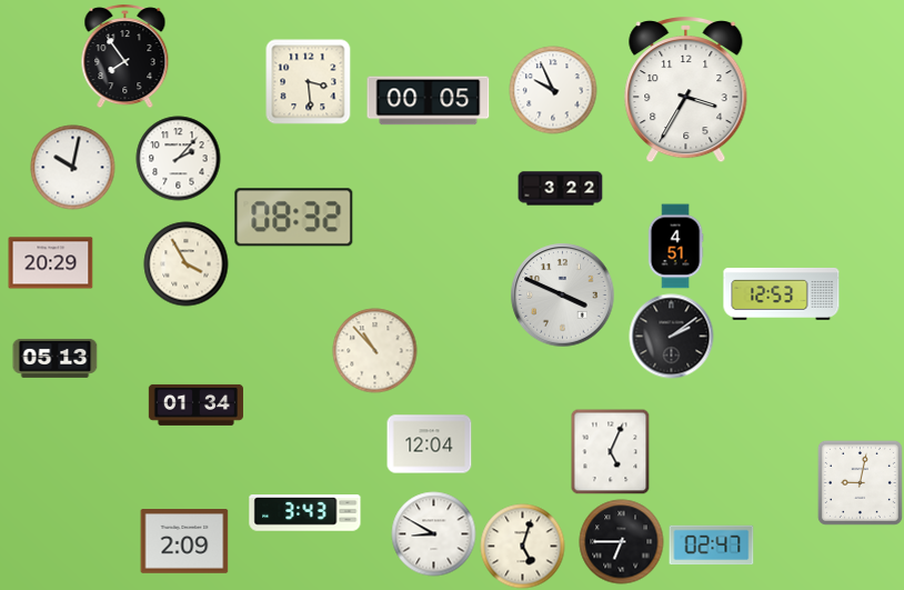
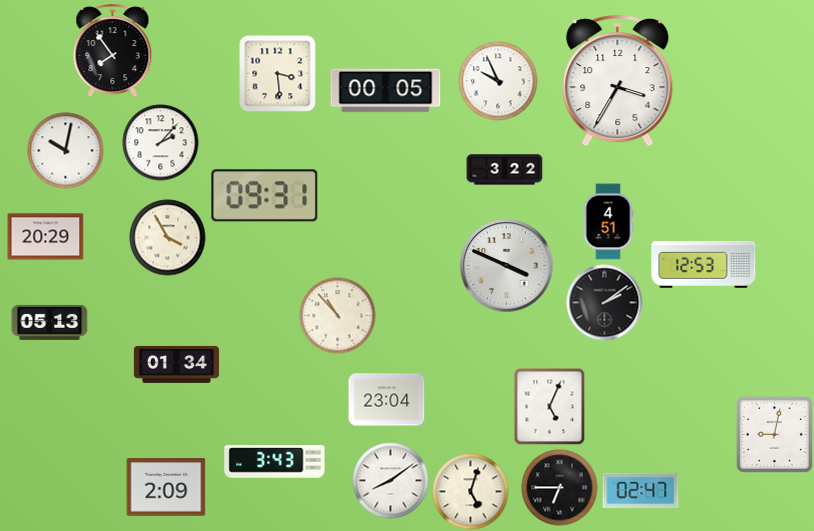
clock at (294, 218): 08:32 -> 09:31
clock at (430, 444): 12:04 -> 23:04
clock at (434, 534): 8:50 -> 8:09
